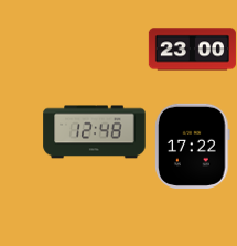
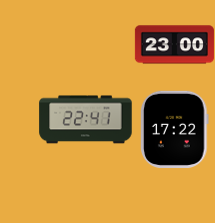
clock at (95, 132): 12:48 -> 22:41
clock at (193, 146) position: (193, 146) -> (175, 129)
